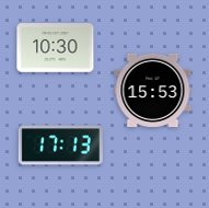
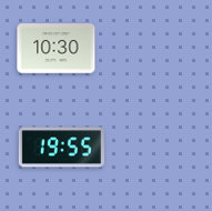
clock at (153, 90): 15:53 -> none
clock at (60, 146): 17:13 -> 19:55
